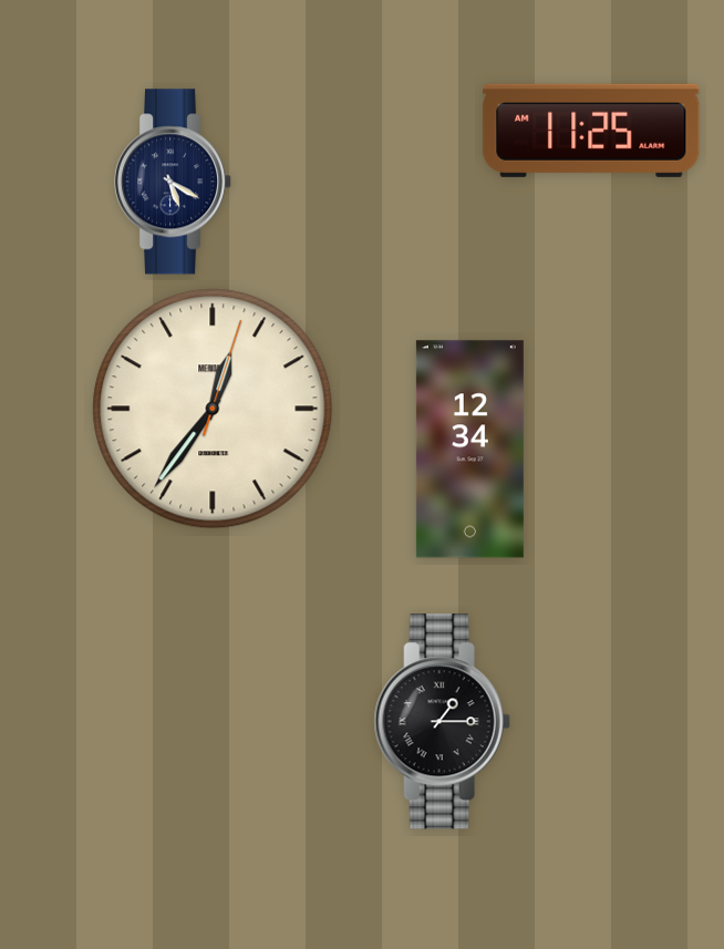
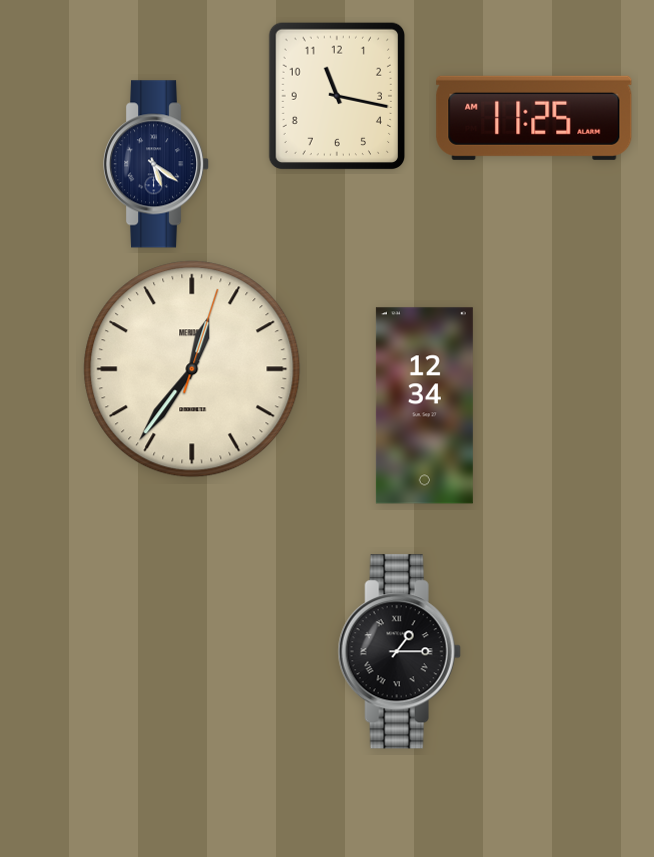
clock at (336, 96): none -> 11:17
clock at (174, 182): 5:20 -> 5:21
